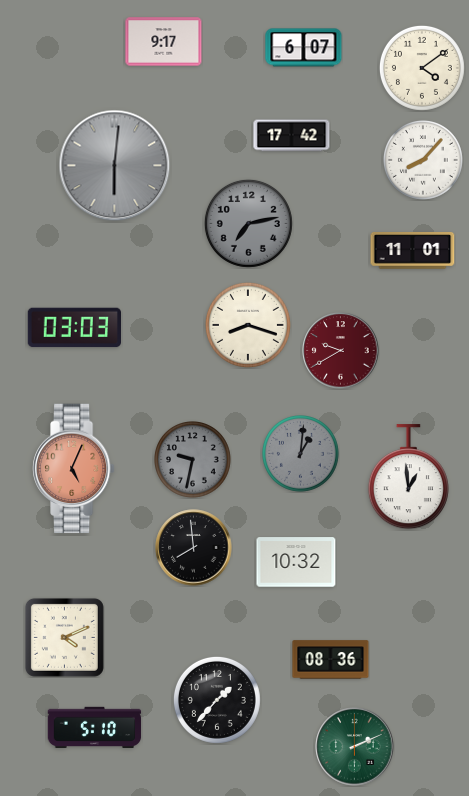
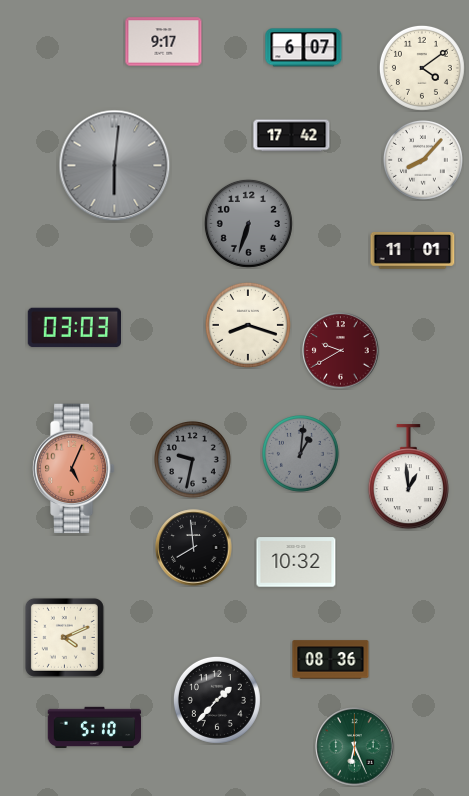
clock at (248, 223): 7:13 -> 6:33
clock at (355, 747): 2:11 -> 6:26
